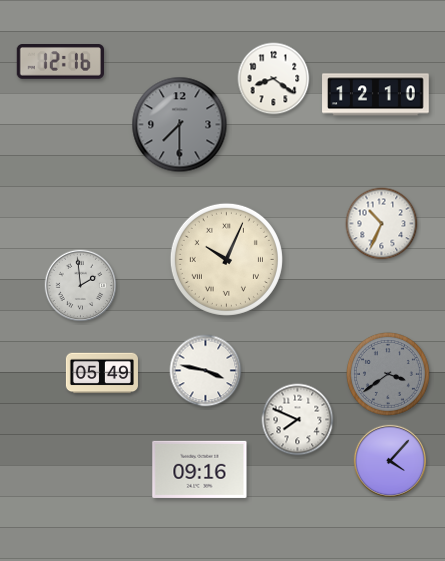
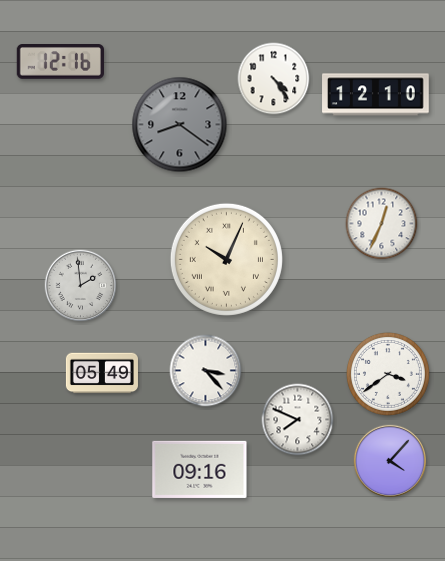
clock at (274, 79): 8:21 -> 4:24
clock at (180, 125): 7:30 -> 8:21
clock at (382, 224): 10:34 -> 12:34
clock at (206, 371): 3:47 -> 3:23
clock at (388, 374) dial: grey -> white
